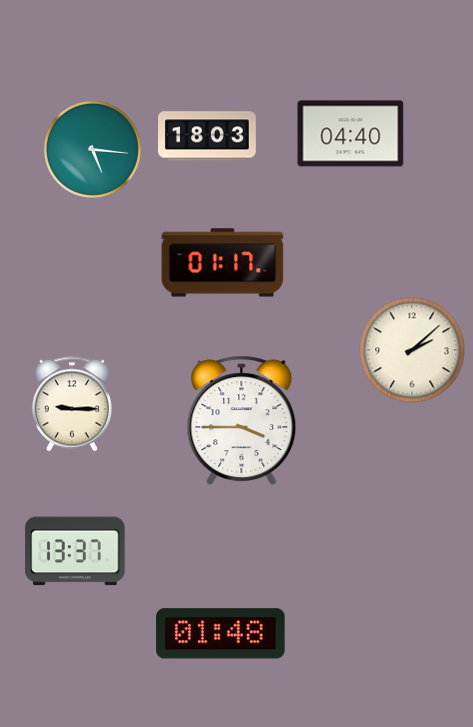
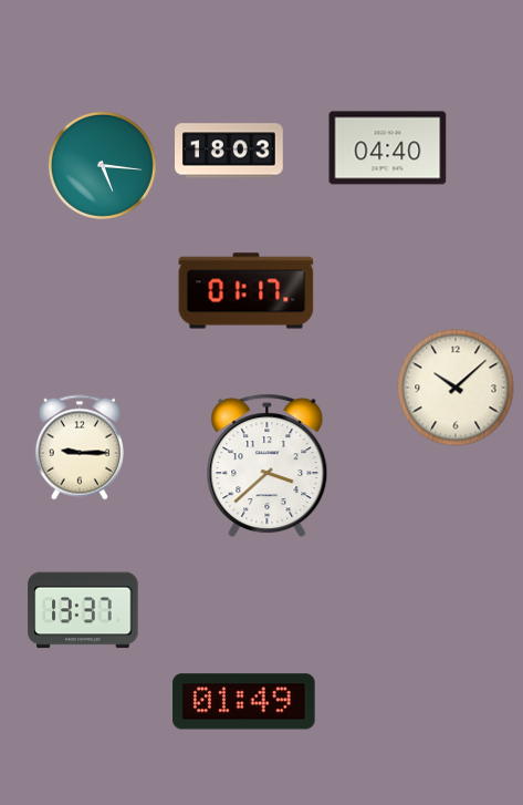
clock at (412, 350): 2:08 -> 10:08
clock at (242, 421): 3:45 -> 3:38
clock at (221, 634): 01:48 -> 01:49
